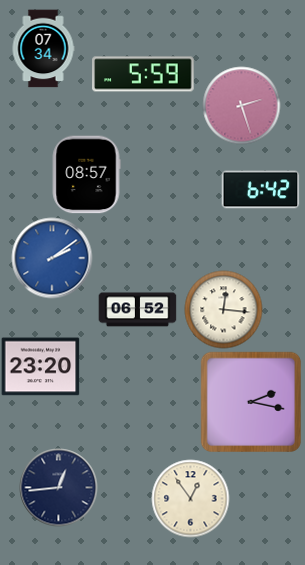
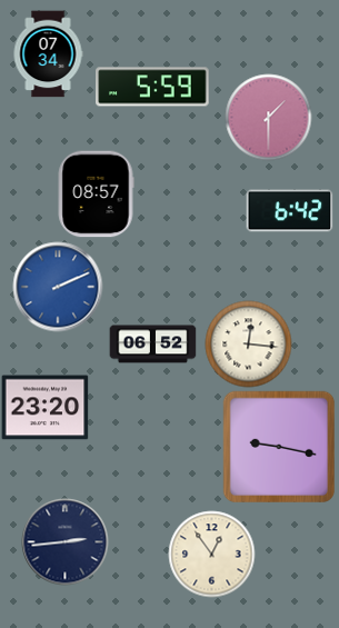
clock at (143, 74) position: (143, 74) -> (152, 87)
clock at (241, 105): 2:27 -> 1:30
clock at (52, 258): 2:09 -> 2:11
clock at (250, 401): 2:17 -> 9:17
clock at (58, 487): 12:44 -> 2:44
